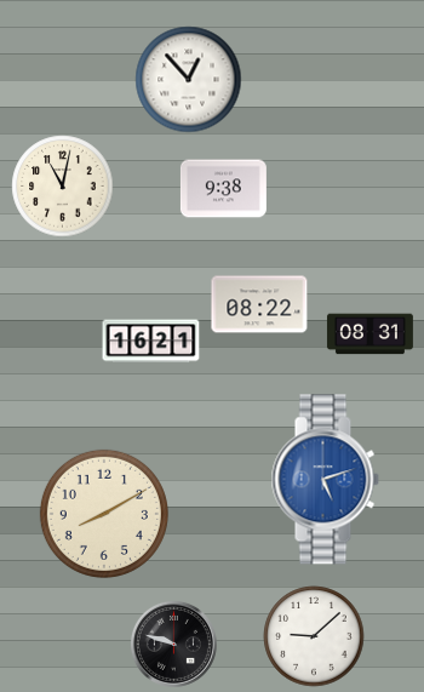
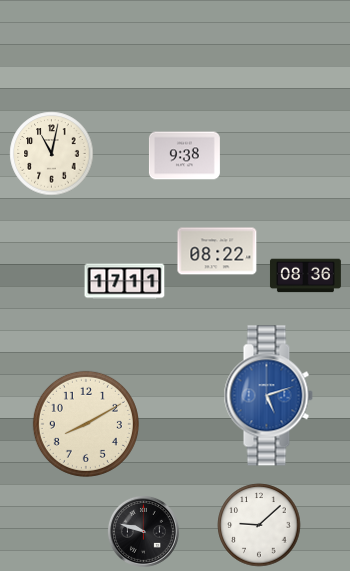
clock at (189, 80): 12:53 -> none
clock at (259, 304) position: (259, 304) -> (217, 251)
clock at (369, 334): 08:31 -> 08:36
clock at (151, 342): 16:21 -> 17:11
